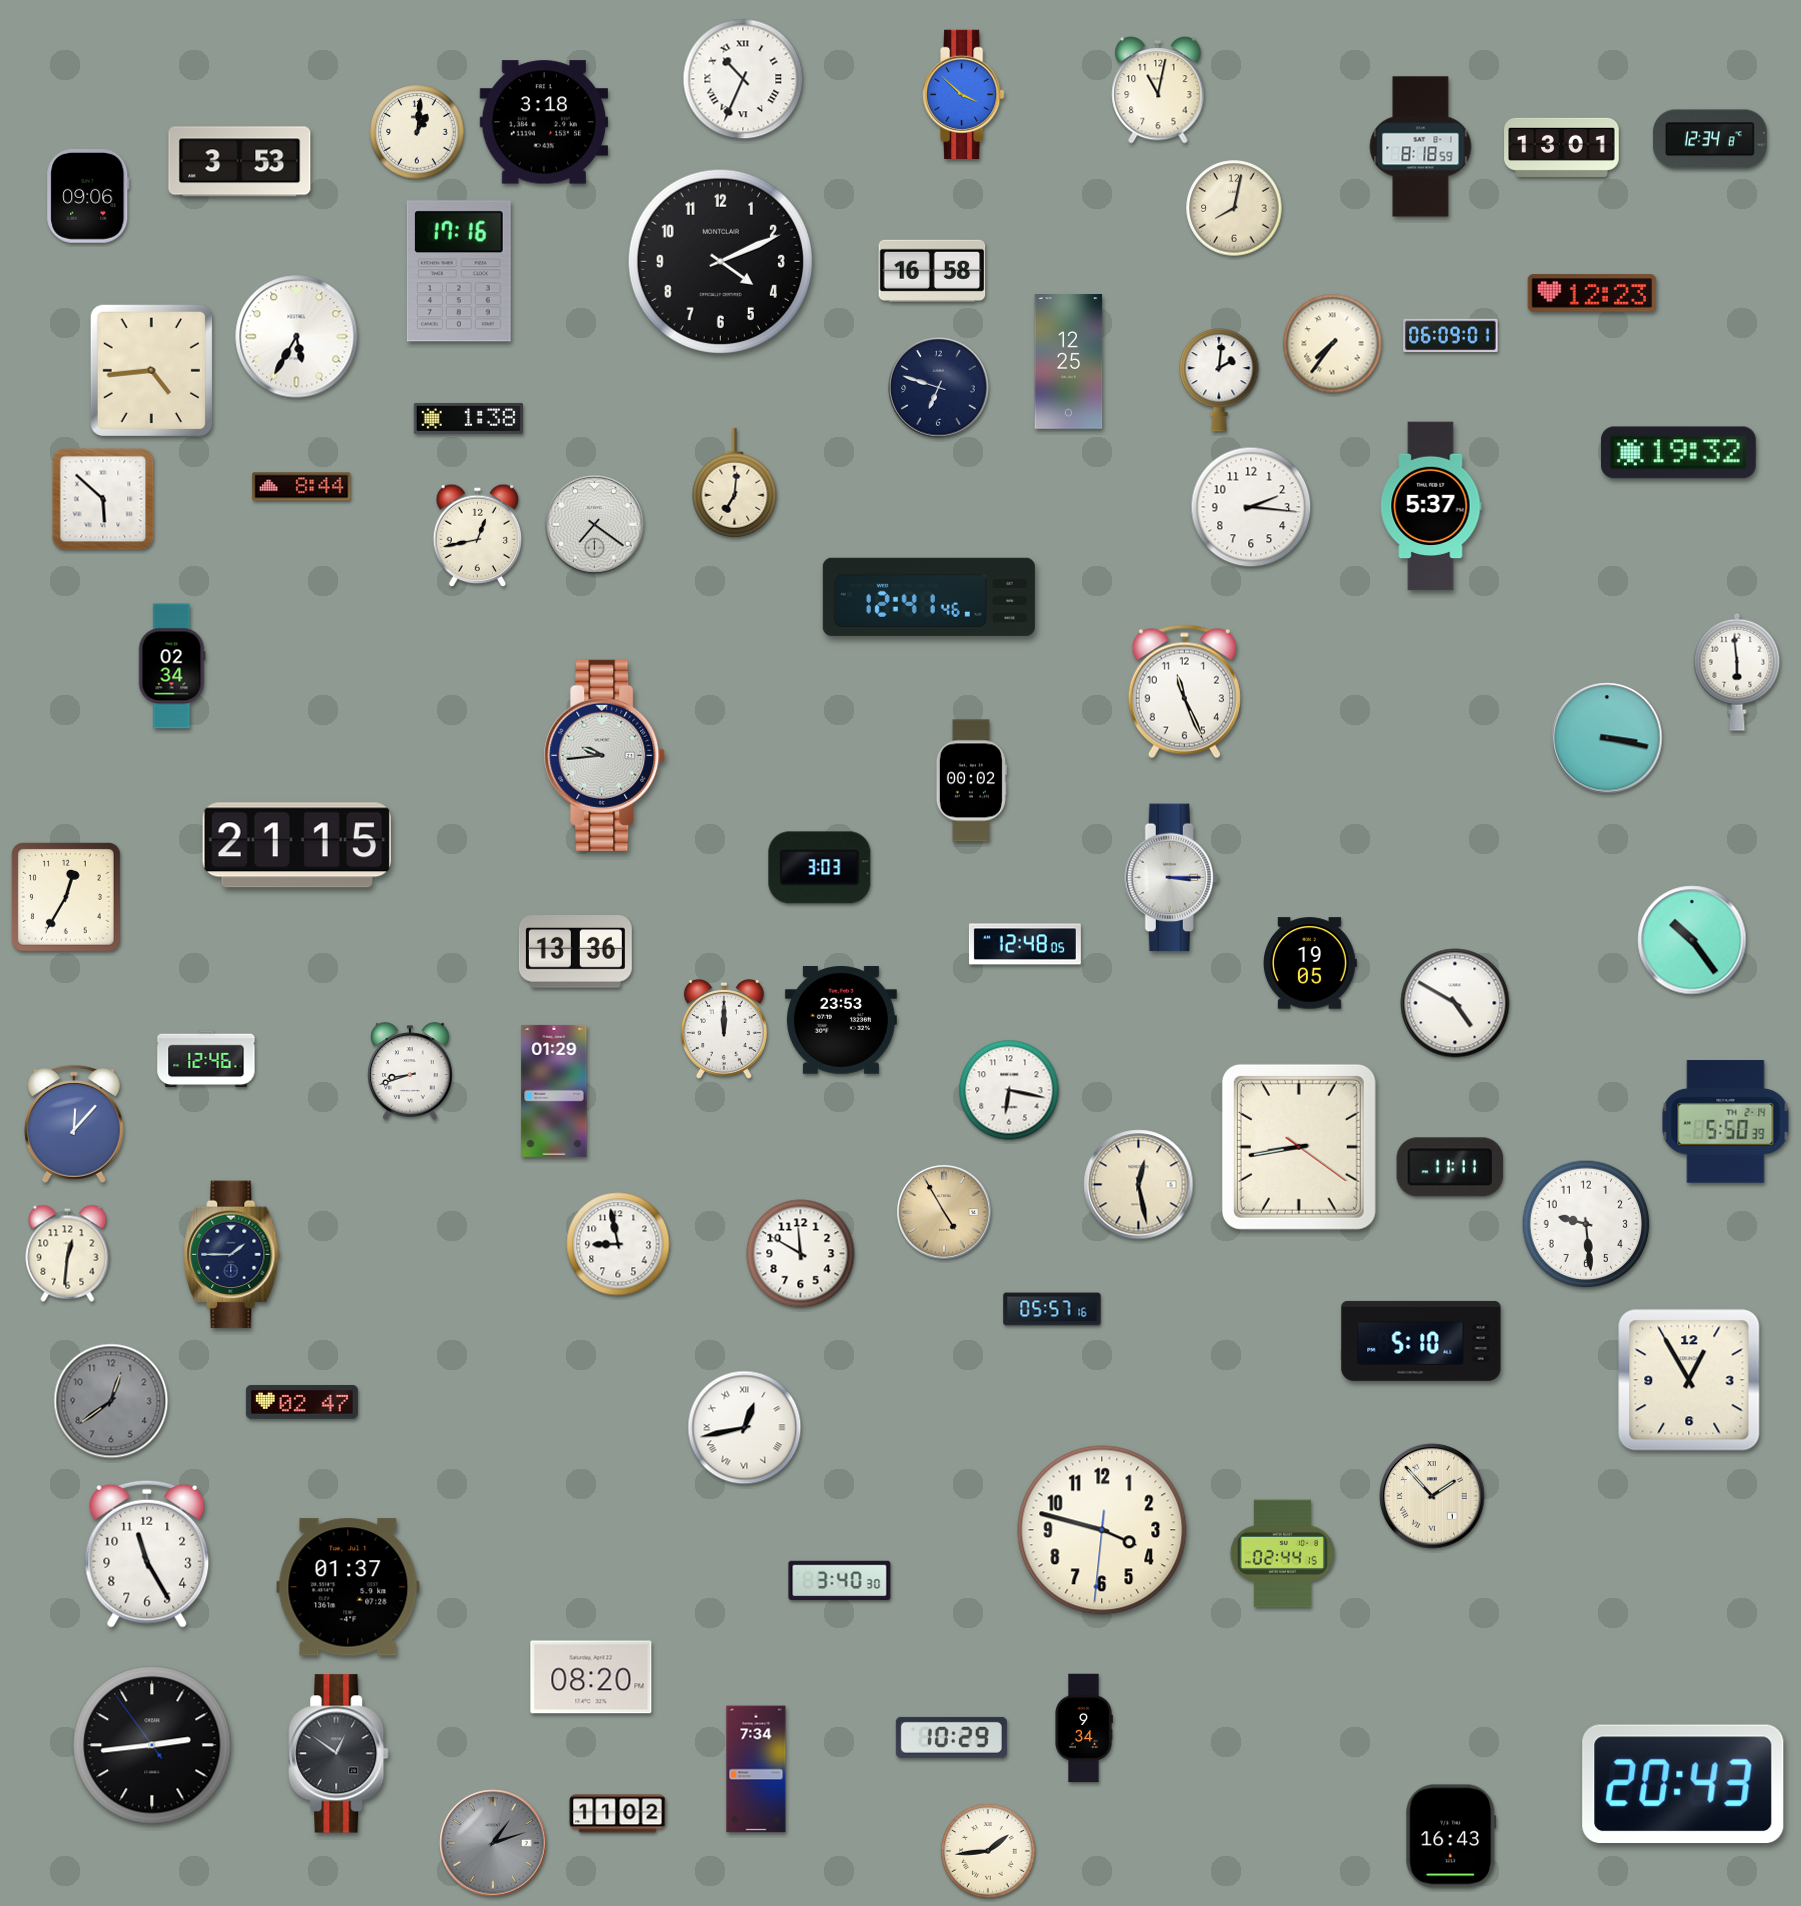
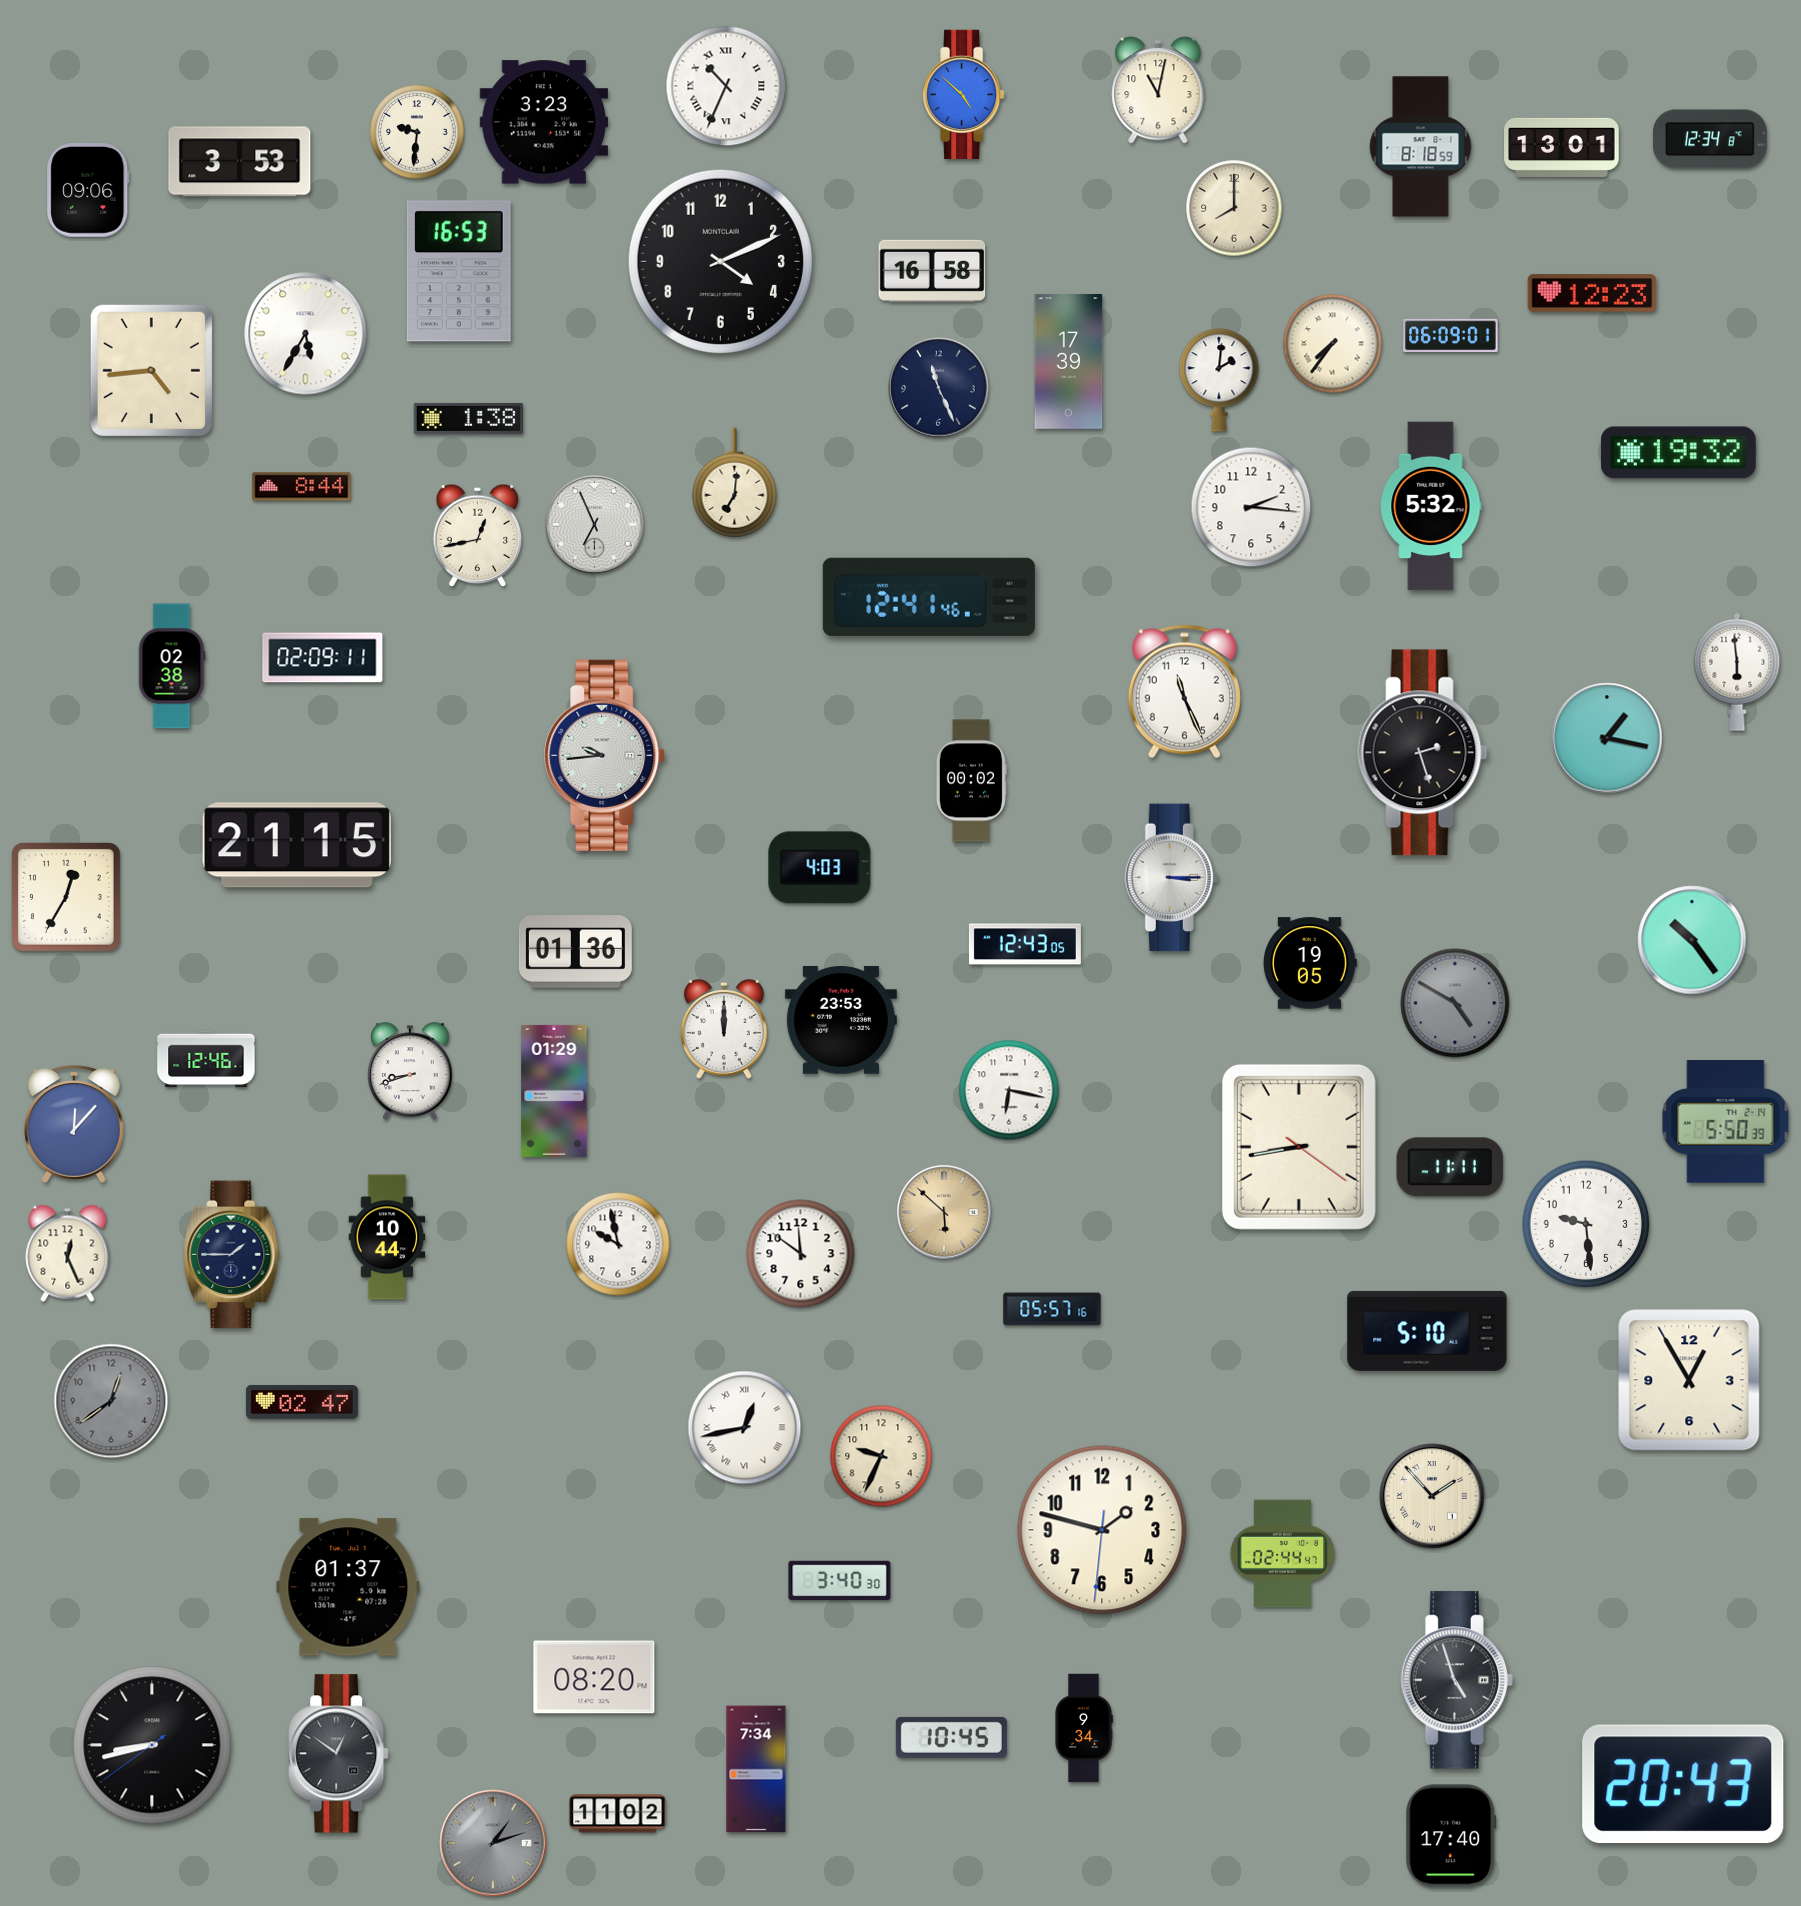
clock at (743, 79) position: (743, 79) -> (726, 86)
clock at (964, 94): 3:52 -> 4:52
clock at (544, 122): 3:18 -> 3:23
clock at (417, 132): 1:01 -> 9:31
clock at (88, 197) position: (88, 197) -> (88, 191)
clock at (1234, 208): 8:02 -> 8:00
clock at (459, 271): 17:16 -> 16:53
clock at (297, 337) position: (297, 337) -> (306, 334)
clock at (1069, 362): 12:25 -> 17:39
clock at (939, 388): 6:48 -> 11:26
clock at (103, 499): 5:52 -> none
clock at (1431, 506): 5:37 -> 5:32
clock at (595, 525): 7:21 -> 6:56
clock at (323, 658): none -> 02:09
clock at (172, 666): 02:34 -> 02:38
clock at (1607, 738): 3:17 -> 1:17
clock at (1423, 753): none -> 2:27
clock at (820, 868): 3:03 -> 4:03
clock at (1025, 944): 12:48 -> 12:43
clock at (575, 952): 13:36 -> 01:36
clock at (1455, 1003) dial: white -> grey
clock at (1139, 1185): 12:28 -> none
clock at (944, 1212): 4:55 -> 5:52
clock at (387, 1237): none -> 10:44
clock at (618, 1244): 8:58 -> 9:58
clock at (68, 1253): 12:31 -> 12:26
clock at (801, 1254): 11:50 -> 11:51
clock at (1421, 1341) position: (1421, 1341) -> (1427, 1331)
clock at (881, 1456): none -> 9:34
clock at (1102, 1530): 3:47 -> 1:47
clock at (147, 1554): 11:25 -> none
clock at (1282, 1554): 02:44:15 -> 02:44:47
clock at (591, 1677) position: (591, 1677) -> (594, 1677)
clock at (1457, 1680): none -> 4:57
clock at (951, 1737): 10:29 -> 10:45
clock at (152, 1745): 2:43 -> 8:42
clock at (1451, 1836): 16:43 -> 17:40
clock at (988, 1851): 1:44 -> none
